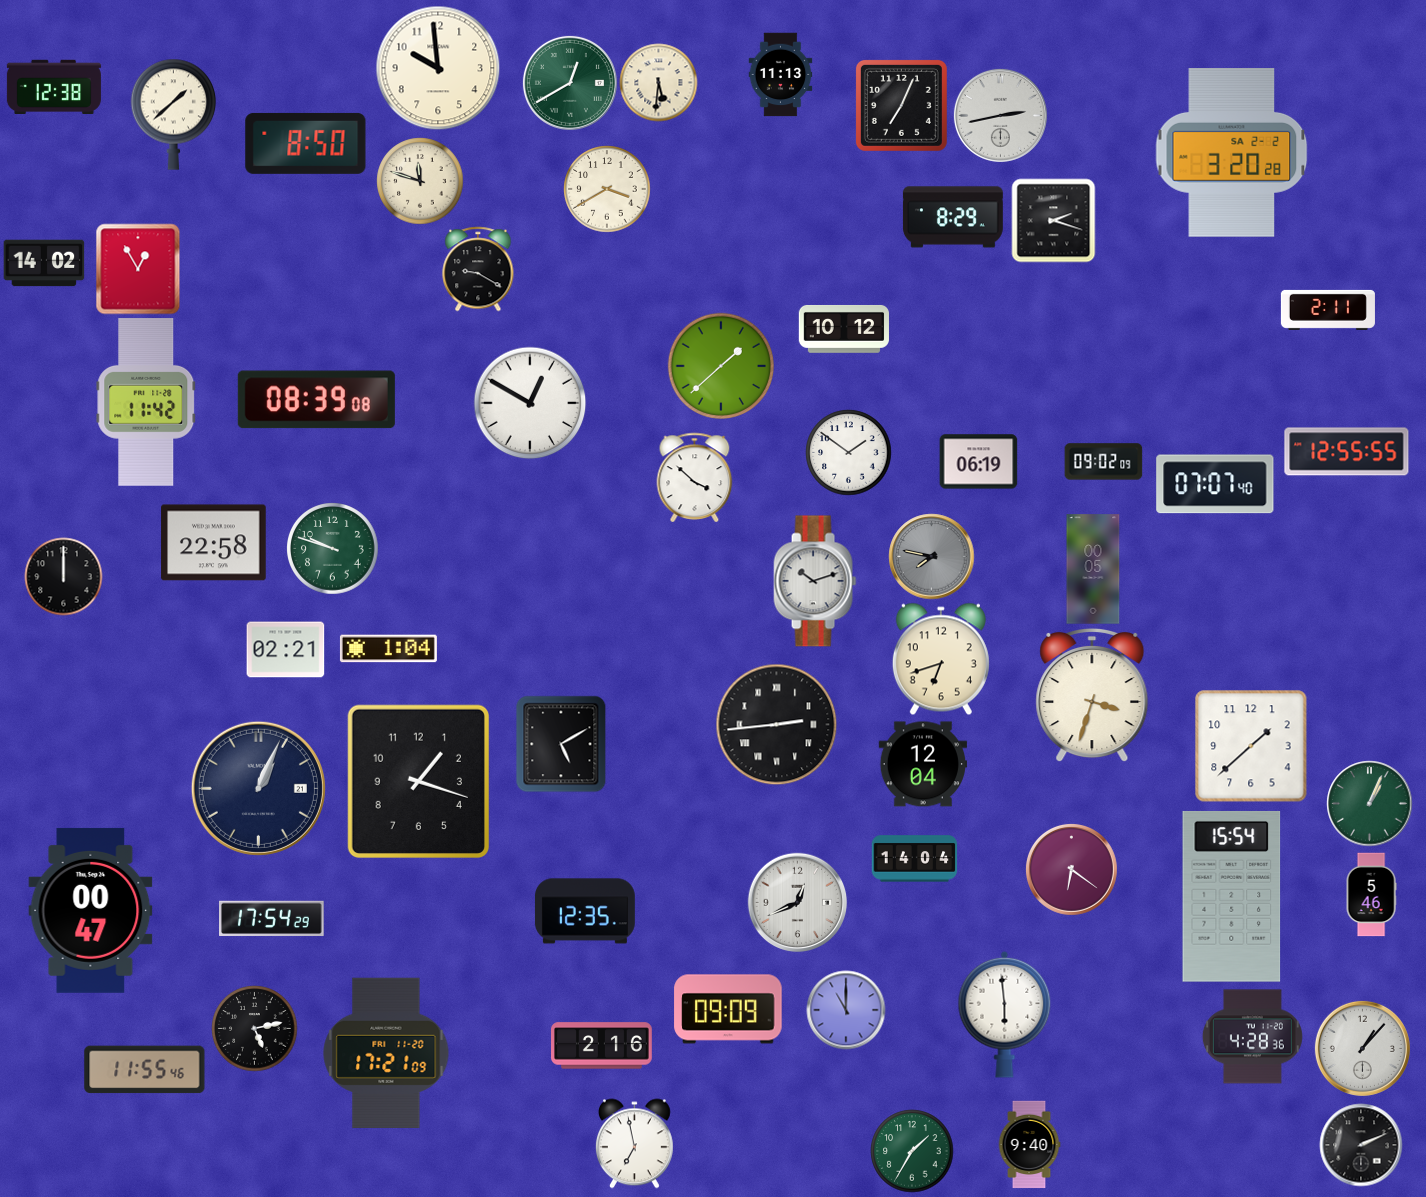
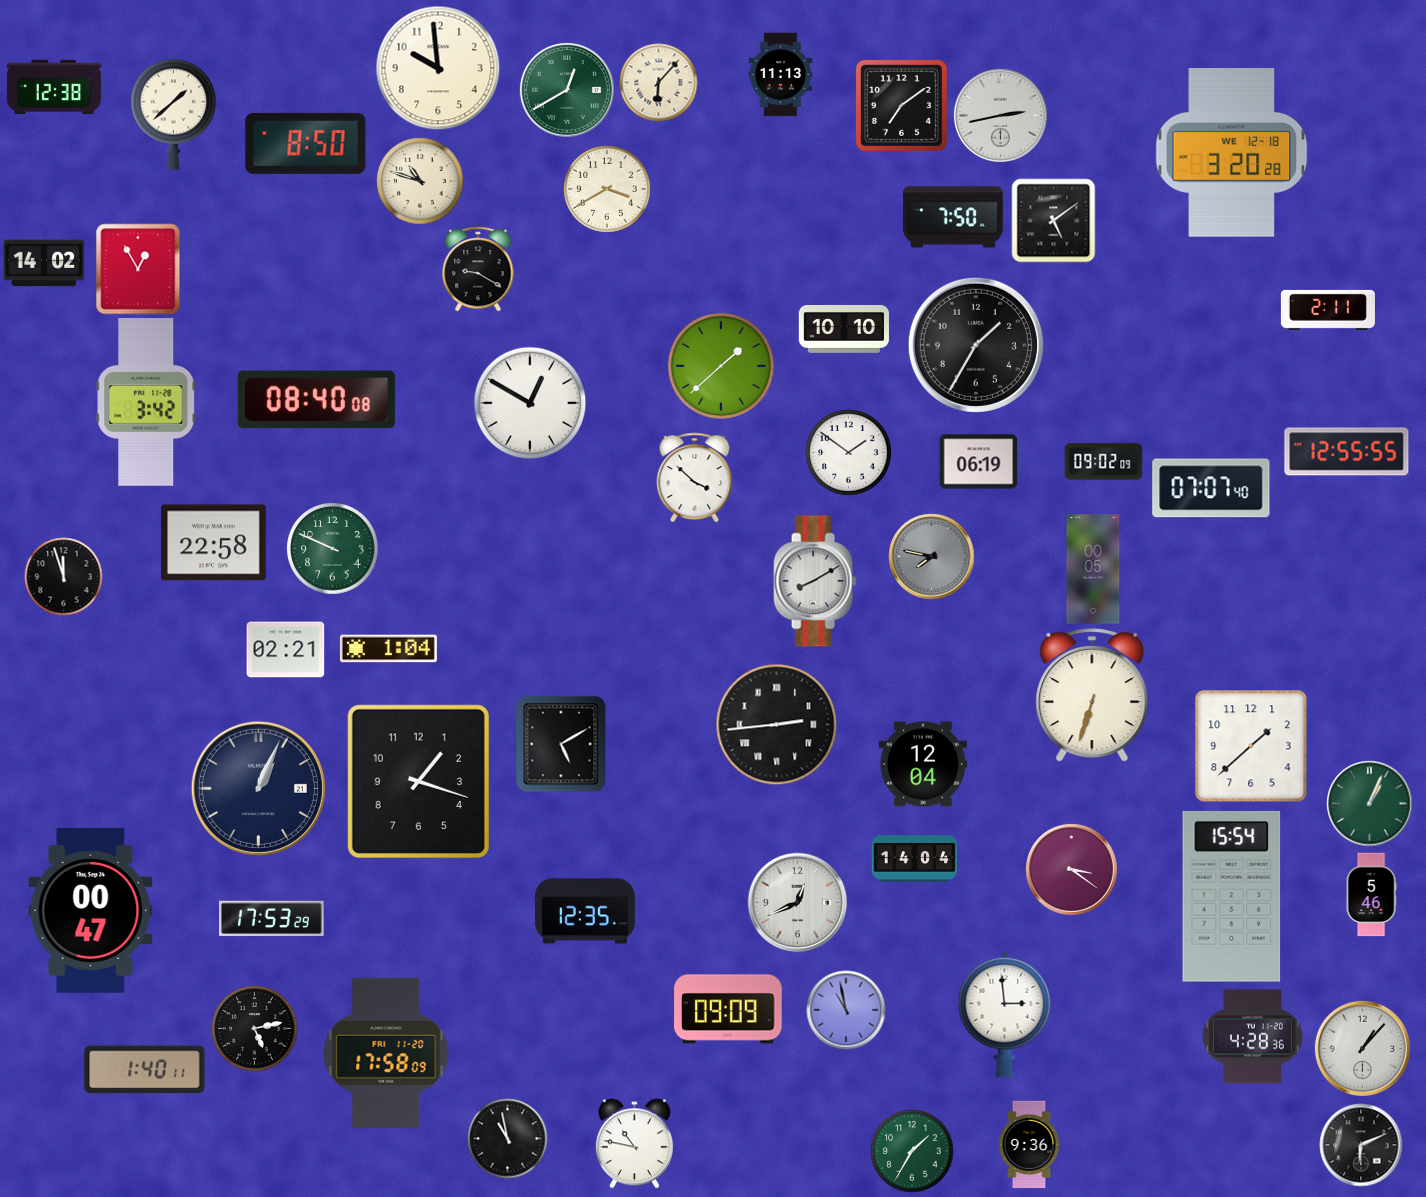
clock at (658, 82): 5:31 -> 6:07
clock at (570, 83) position: (570, 83) -> (567, 90)
clock at (901, 105): 7:04 -> 7:09
clock at (1232, 153) date: SA 2-2 -> WE 12-18
clock at (420, 181): 11:48 -> 10:48
clock at (953, 217): 8:29 -> 7:50
clock at (1053, 220): 2:18 -> 5:09
clock at (843, 329): 10:12 -> 10:10
clock at (976, 345): none -> 1:35
clock at (316, 400): 08:39 -> 08:40
clock at (146, 403): 11:42 -> 3:42
clock at (1215, 484) position: (1215, 484) -> (1211, 488)
clock at (333, 549): 9:48 -> 9:49
clock at (63, 576): 12:00 -> 11:57
clock at (815, 581): 10:12 -> 8:10
clock at (941, 659): 6:42 -> none
clock at (1092, 695): 3:33 -> 6:33
clock at (1071, 869): 6:21 -> 3:21
clock at (272, 918): 17:54 -> 17:53
clock at (846, 1010): 11:00 -> 10:58
clock at (1005, 1014): 5:59 -> 2:59
clock at (602, 1046): 2:16 -> none
clock at (386, 1052): 17:21 -> 17:58
clock at (145, 1070): 11:55 -> 1:40
clock at (507, 1138): none -> 10:58
clock at (634, 1143): 6:58 -> 10:47
clock at (1029, 1144): 9:40 -> 9:36
clock at (1361, 1145): 2:11 -> 6:11
